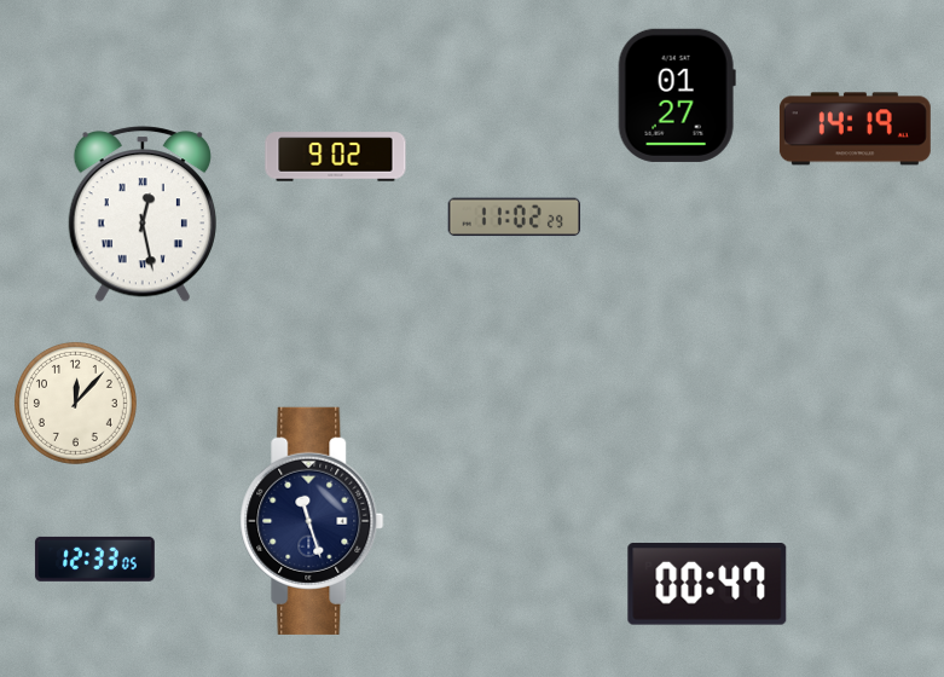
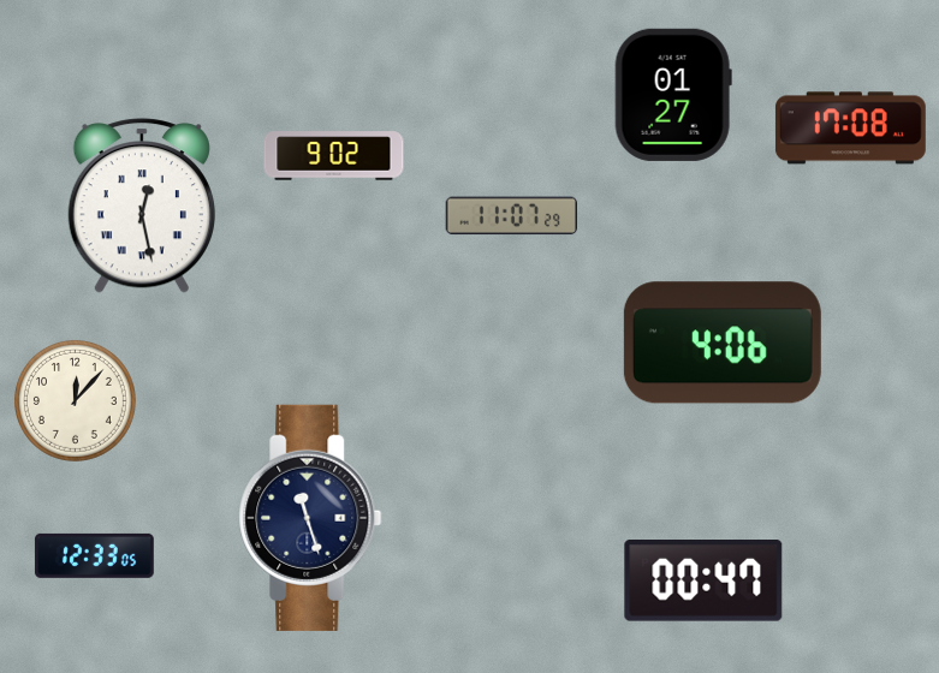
clock at (855, 129): 14:19 -> 17:08
clock at (143, 214) position: (143, 214) -> (142, 206)
clock at (514, 218): 11:02 -> 11:07
clock at (723, 343): none -> 4:06
